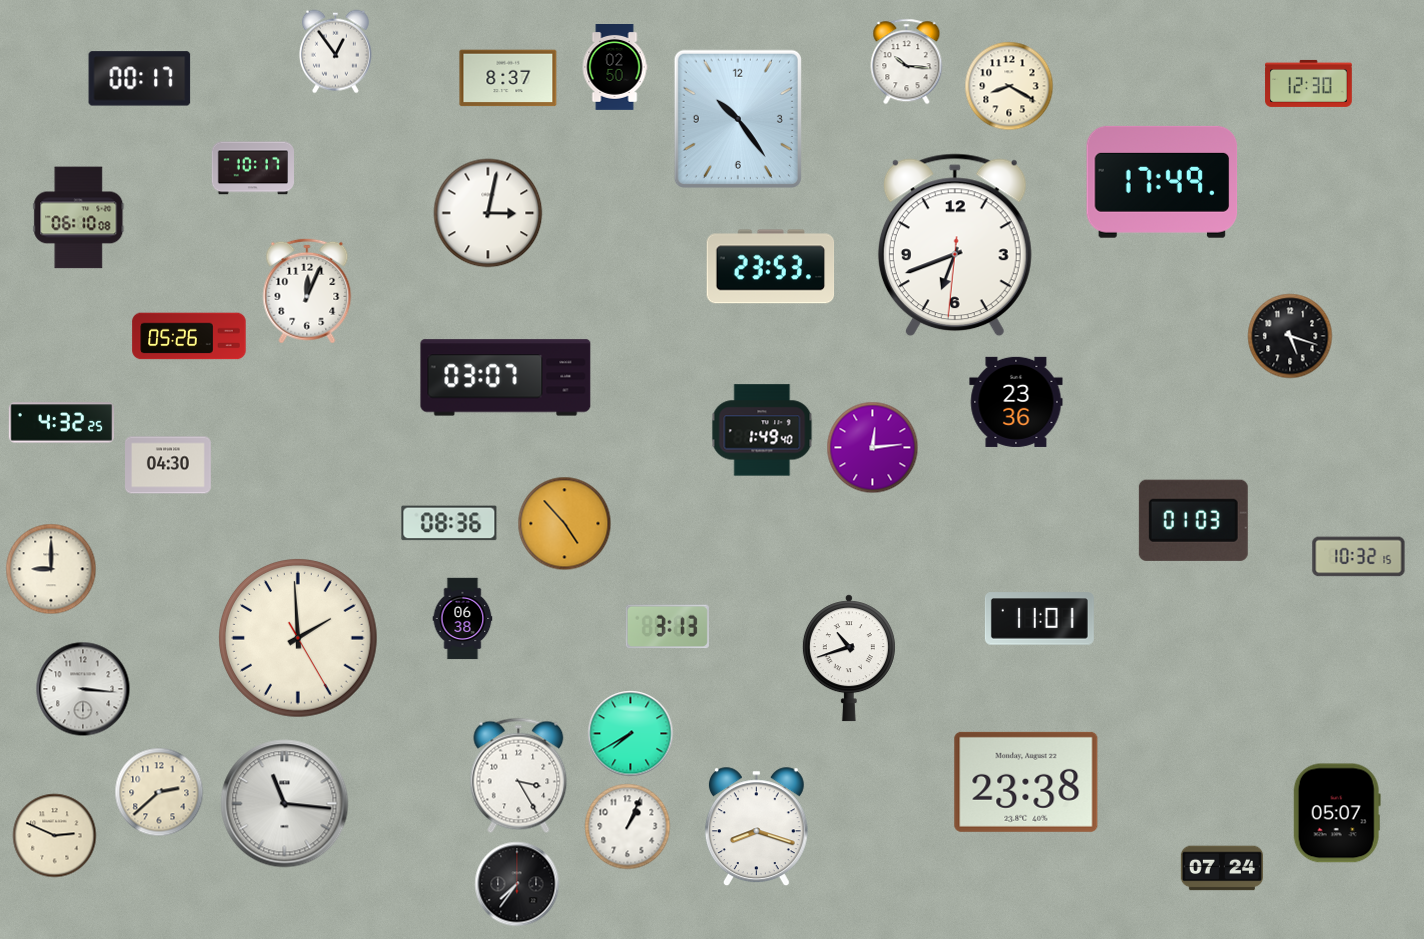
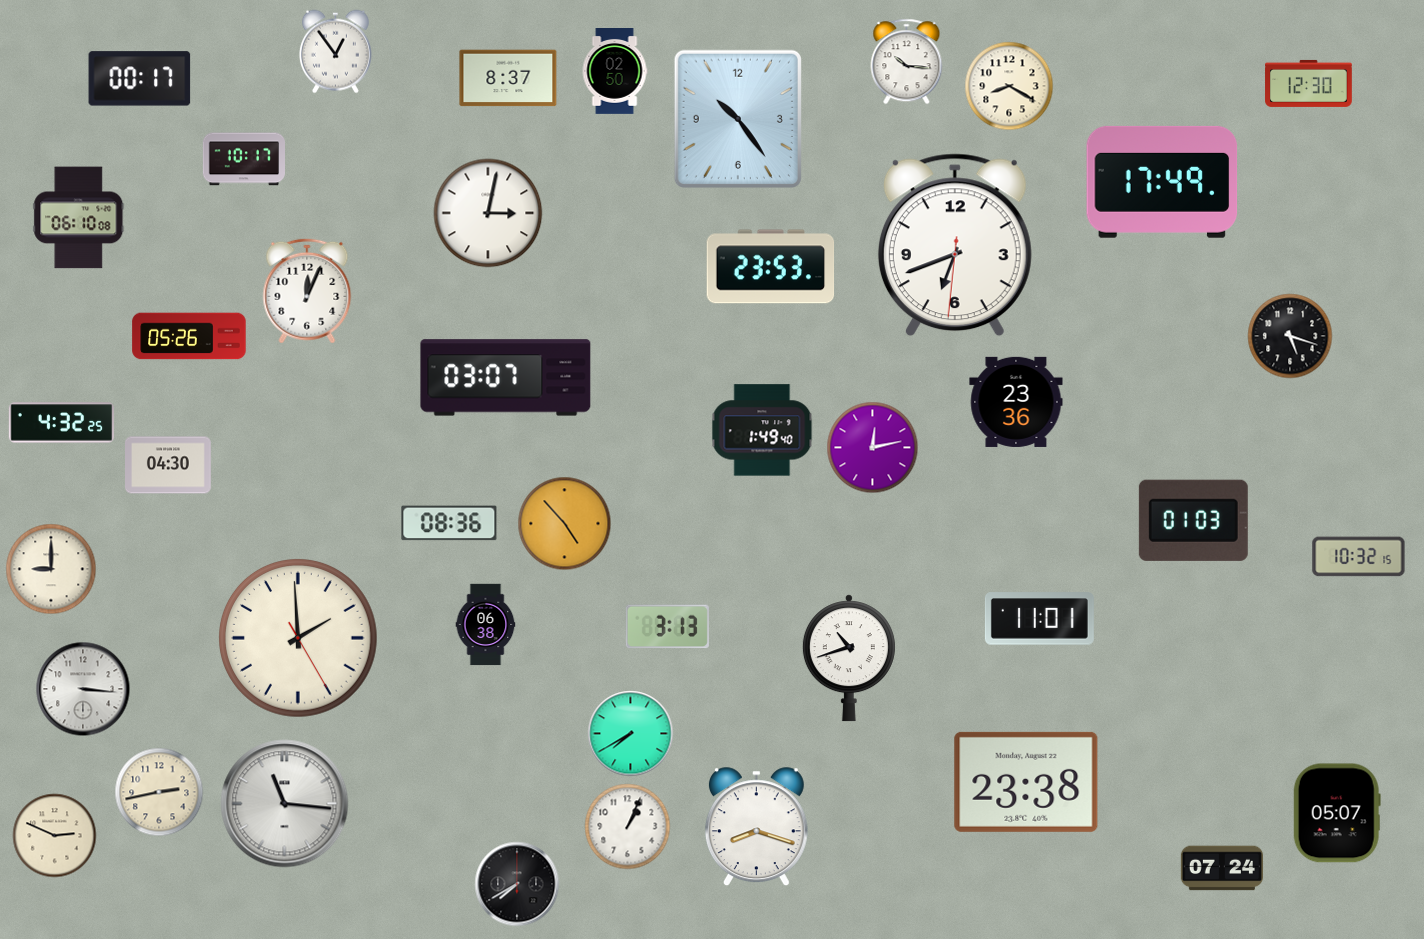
clock at (615, 68) position: (615, 68) -> (615, 72)
clock at (252, 168) position: (252, 168) -> (243, 159)
clock at (873, 448): 12:14 -> 12:13
clock at (463, 619) position: (463, 619) -> (486, 625)
clock at (519, 776): 3:25 -> none
clock at (159, 792): 2:38 -> 2:43
clock at (517, 884): 7:36 -> 7:40
